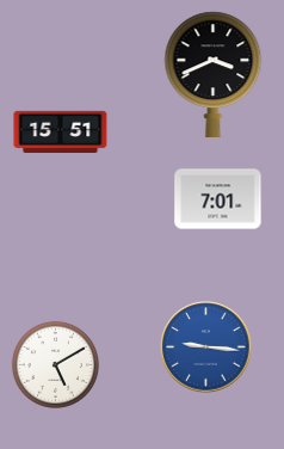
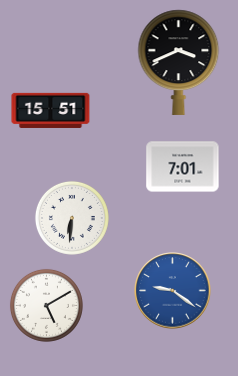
clock at (72, 218): none -> 6:31
clock at (206, 347): 9:16 -> 9:21
